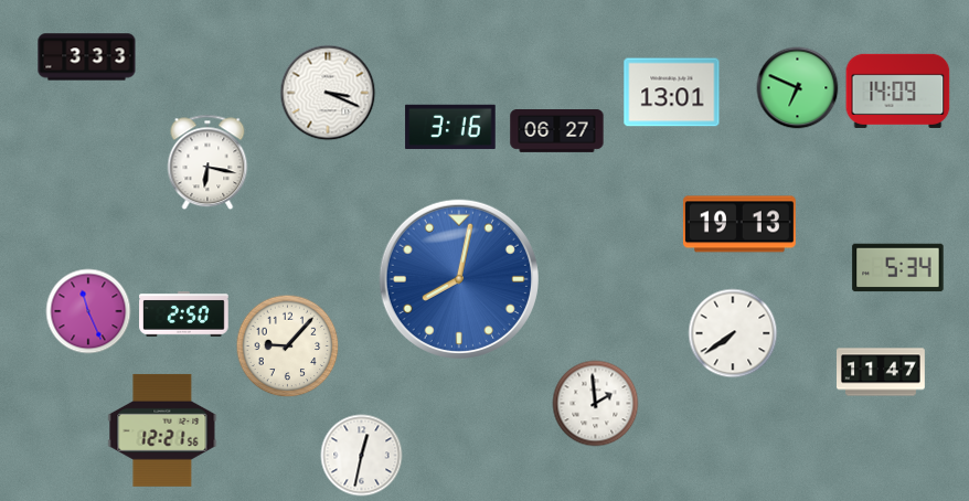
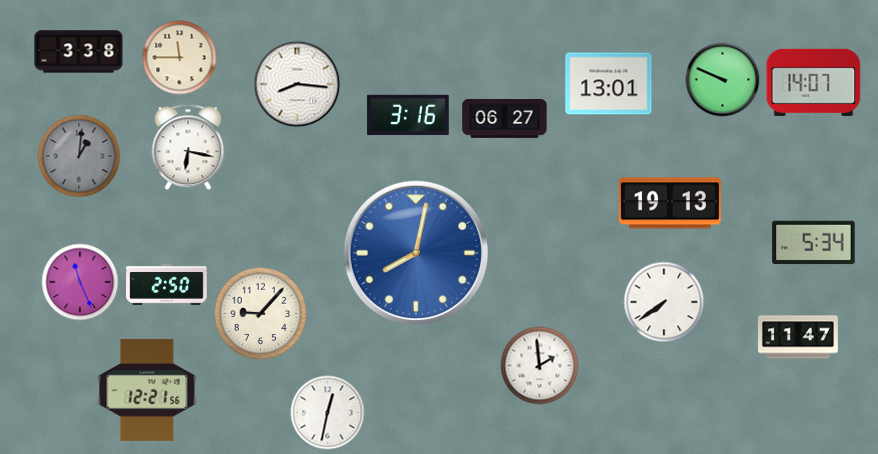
clock at (87, 57): 3:33 -> 3:38
clock at (180, 58): none -> 11:45
clock at (798, 88): 6:49 -> 9:49
clock at (898, 90): 14:09 -> 14:07
clock at (328, 93): 3:19 -> 8:16
clock at (79, 156): none -> 1:01
